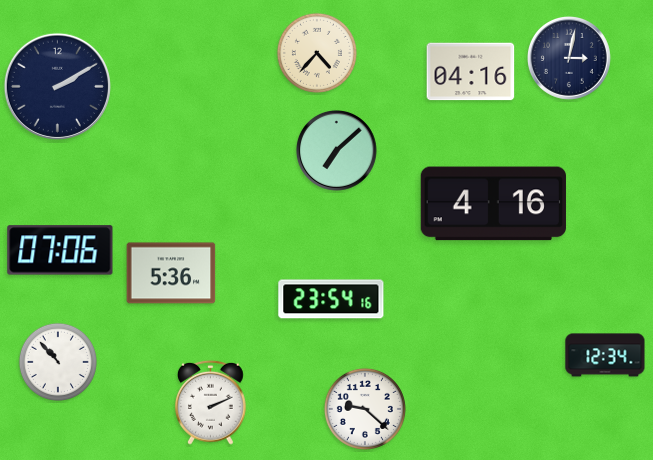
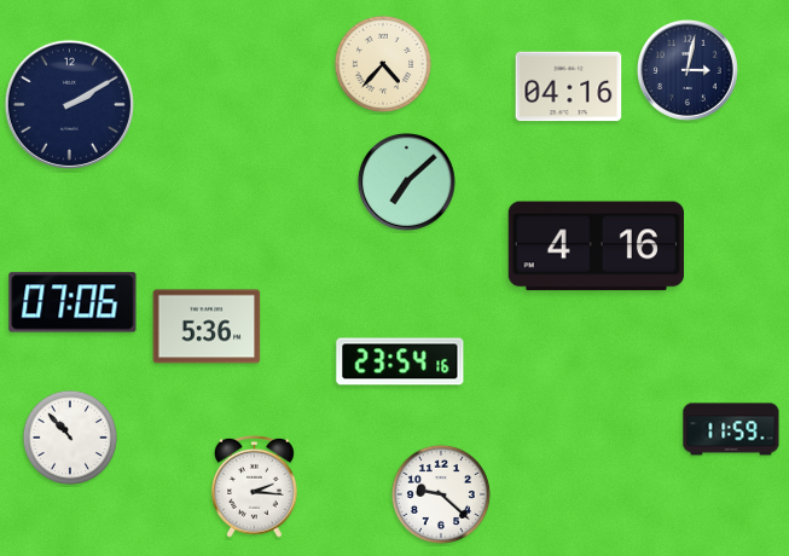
clock at (171, 273) position: (171, 273) -> (207, 326)
clock at (605, 355): 12:34 -> 11:59
clock at (211, 402): 2:11 -> 2:16
